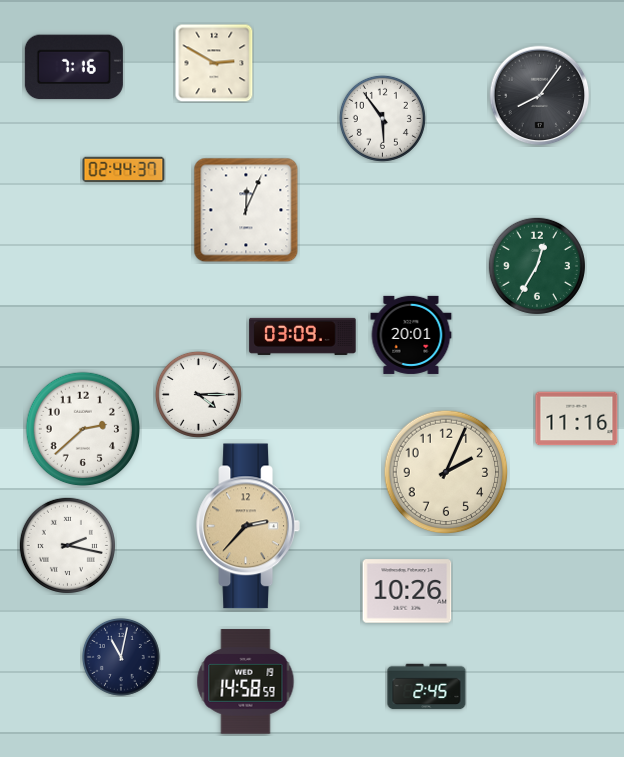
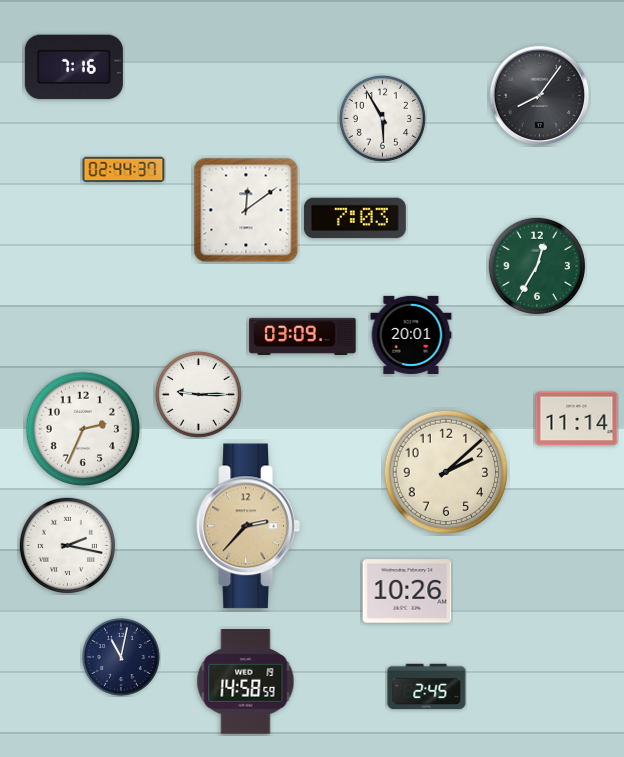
clock at (214, 63): 2:50 -> none
clock at (382, 118): 5:54 -> 5:55
clock at (246, 210): 12:04 -> 12:09
clock at (355, 218): none -> 7:03
clock at (198, 394): 4:15 -> 9:15
clock at (577, 419): 11:16 -> 11:14
clock at (83, 429): 2:38 -> 2:34
clock at (446, 472): 2:04 -> 2:08
